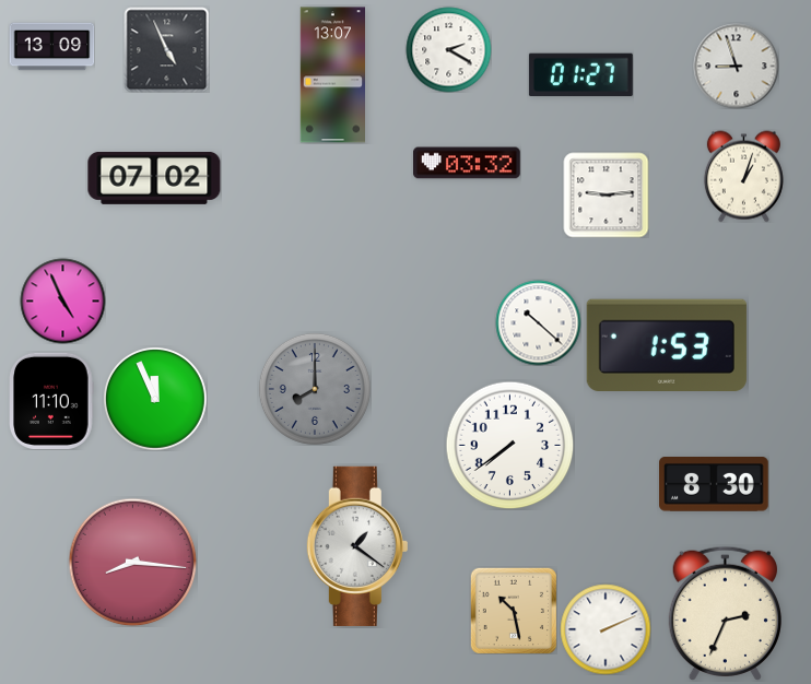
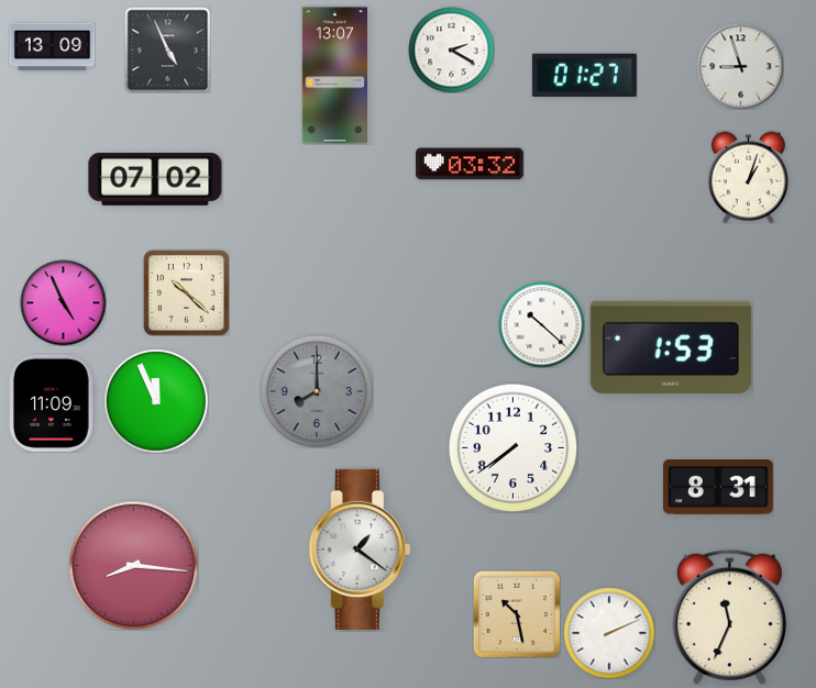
clock at (606, 194): 9:14 -> none
clock at (187, 293): none -> 10:22
clock at (51, 401): 11:10 -> 11:09
clock at (715, 485): 8:30 -> 8:31
clock at (725, 613): 2:34 -> 11:34
